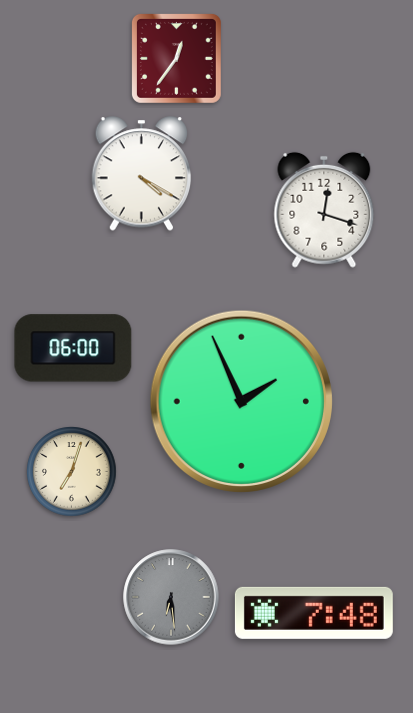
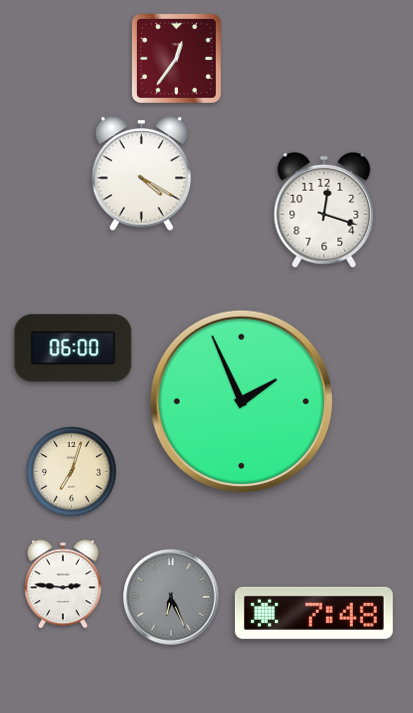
clock at (64, 584): none -> 2:46
clock at (171, 597): 6:29 -> 6:26
